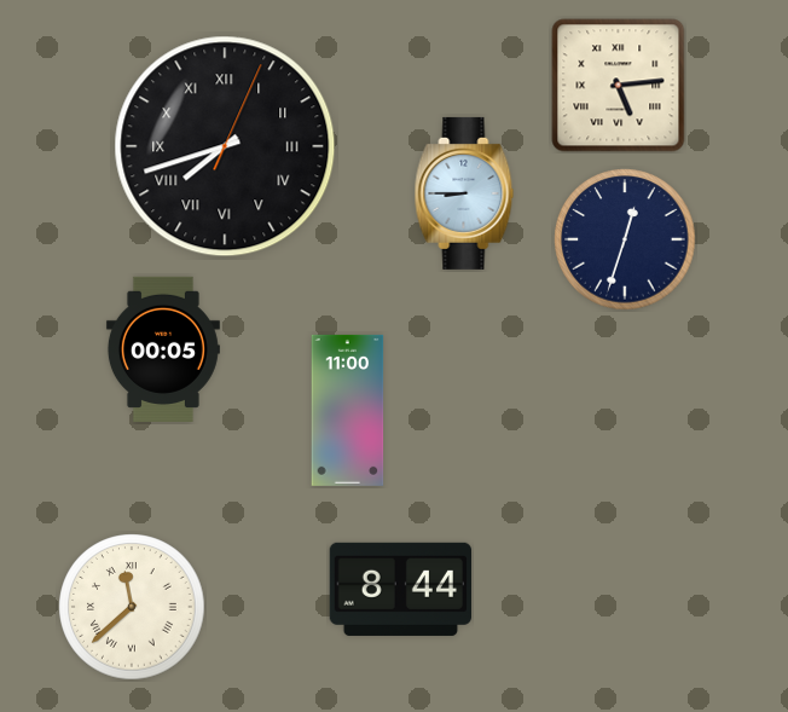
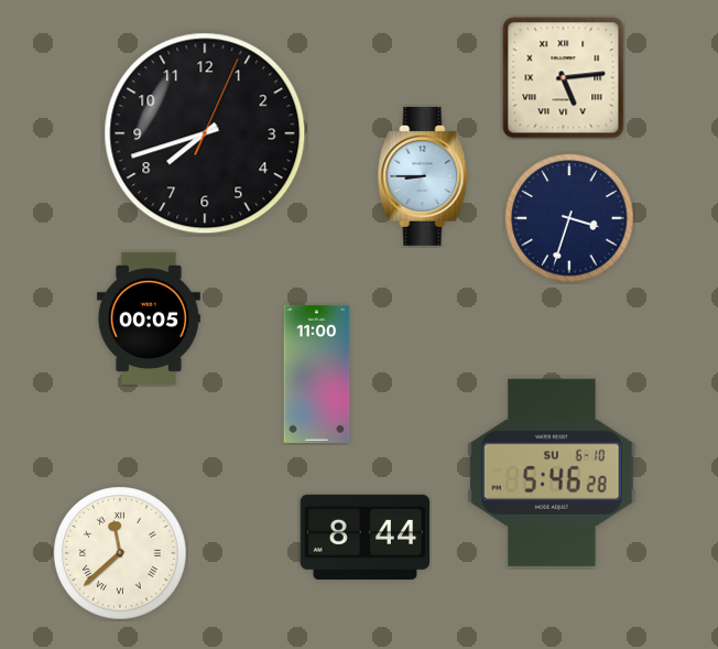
clock at (225, 146) numerals: Roman -> Arabic
clock at (625, 239): 12:33 -> 3:33
clock at (552, 473): none -> 5:46
